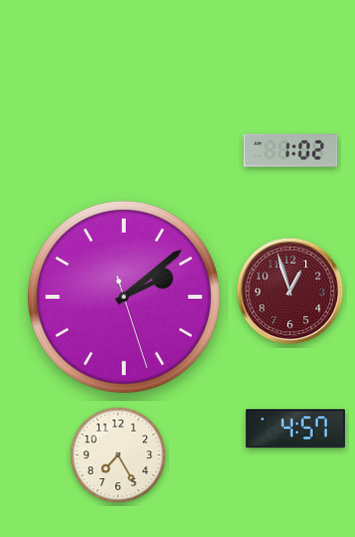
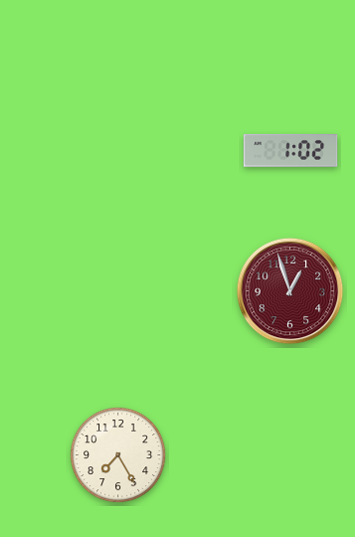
clock at (124, 297): 2:08 -> none
clock at (295, 429): 4:57 -> none
